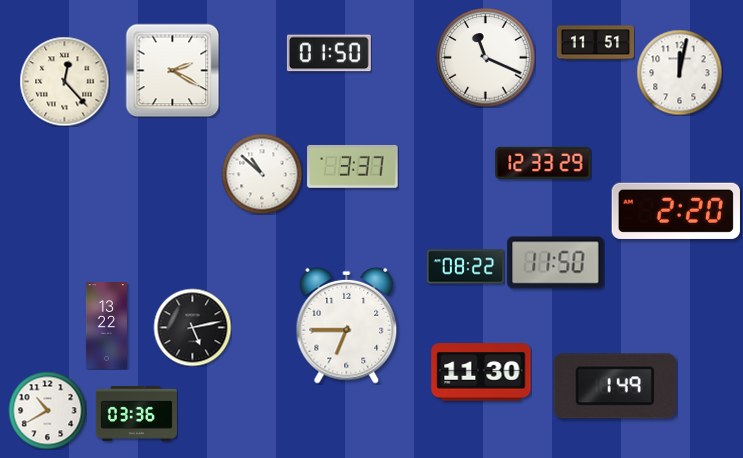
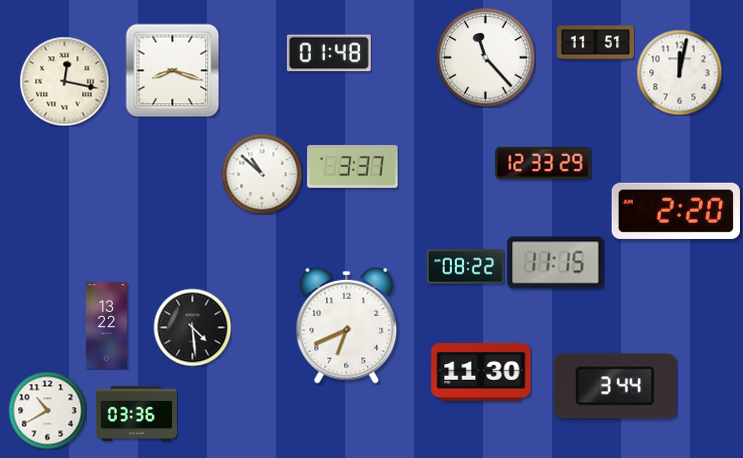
clock at (329, 53): 01:50 -> 01:48
clock at (486, 58): 11:19 -> 11:23
clock at (172, 70): 2:20 -> 8:18
clock at (64, 81): 12:23 -> 12:17
clock at (556, 263): 11:50 -> 11:15
clock at (347, 325): 6:45 -> 6:41
clock at (192, 327): 5:13 -> 4:29
clock at (615, 386): 1:49 -> 3:44
